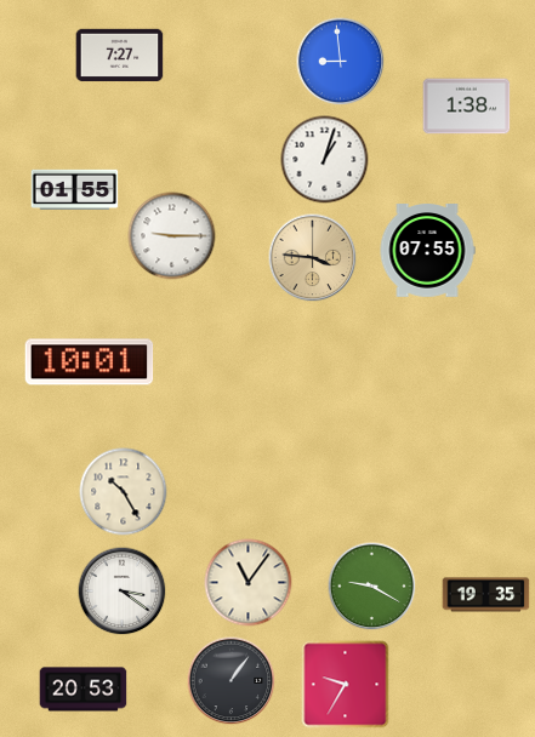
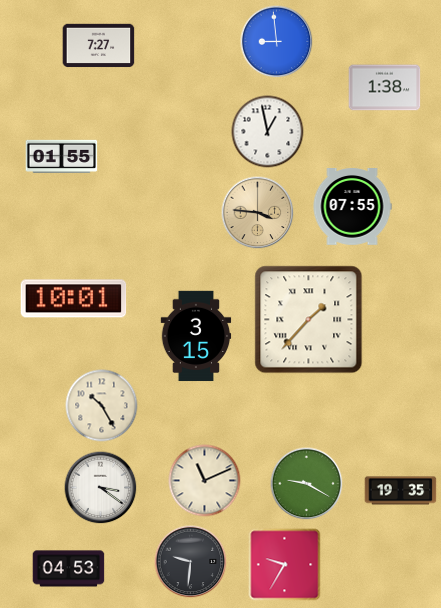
clock at (341, 62) position: (341, 62) -> (277, 42)
clock at (325, 160): 1:03 -> 12:58
clock at (172, 236): 9:15 -> none
clock at (309, 320): none -> 1:37
clock at (196, 336): none -> 3:15
clock at (249, 583): 11:06 -> 11:11
clock at (232, 681): 1:06 -> 9:31
clock at (84, 690): 20:53 -> 04:53
